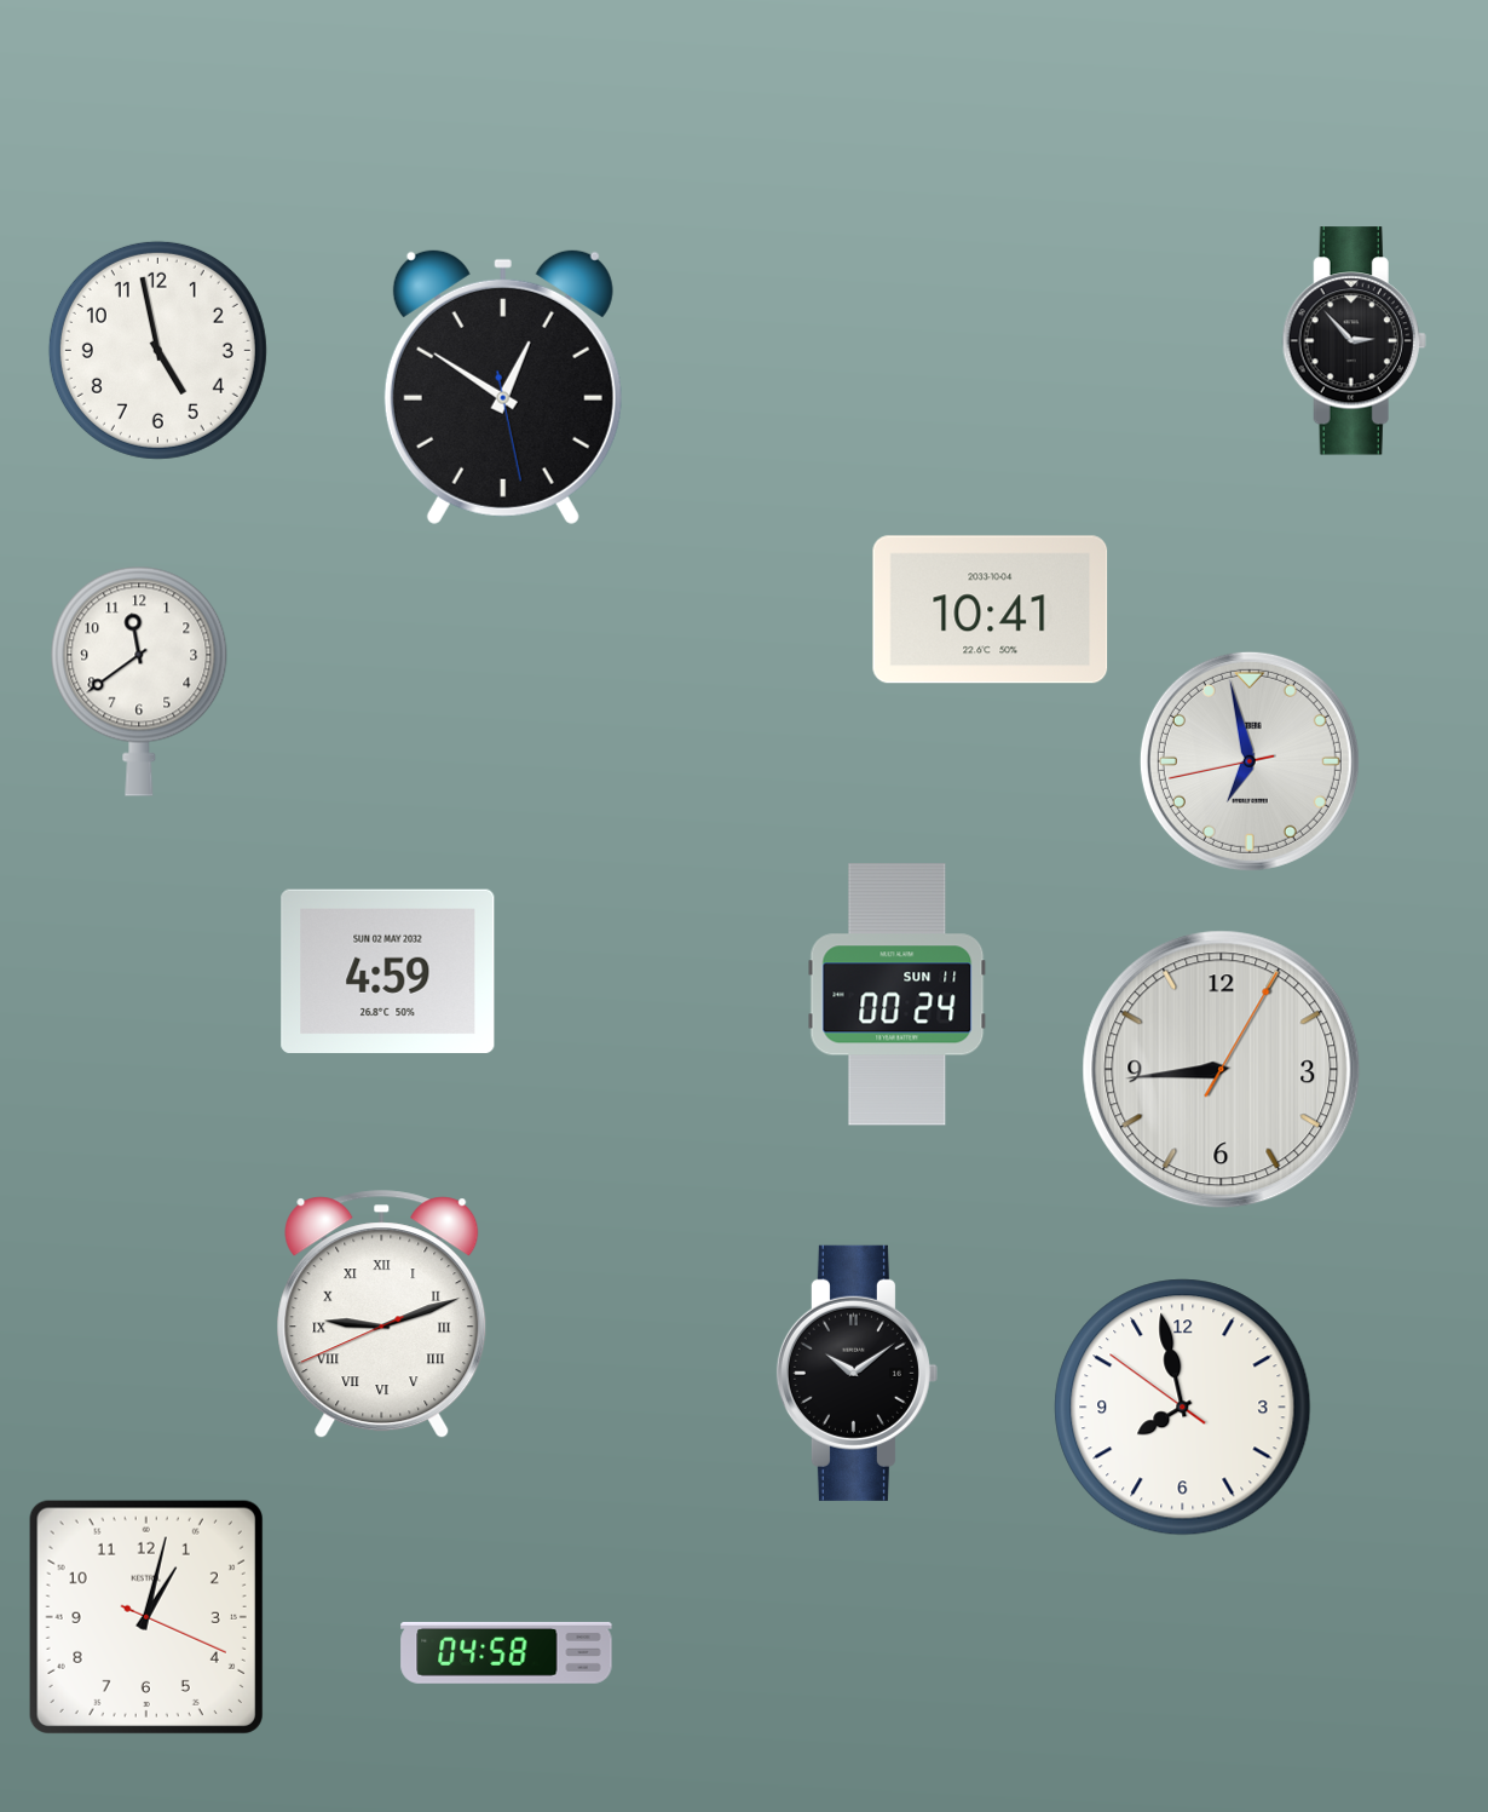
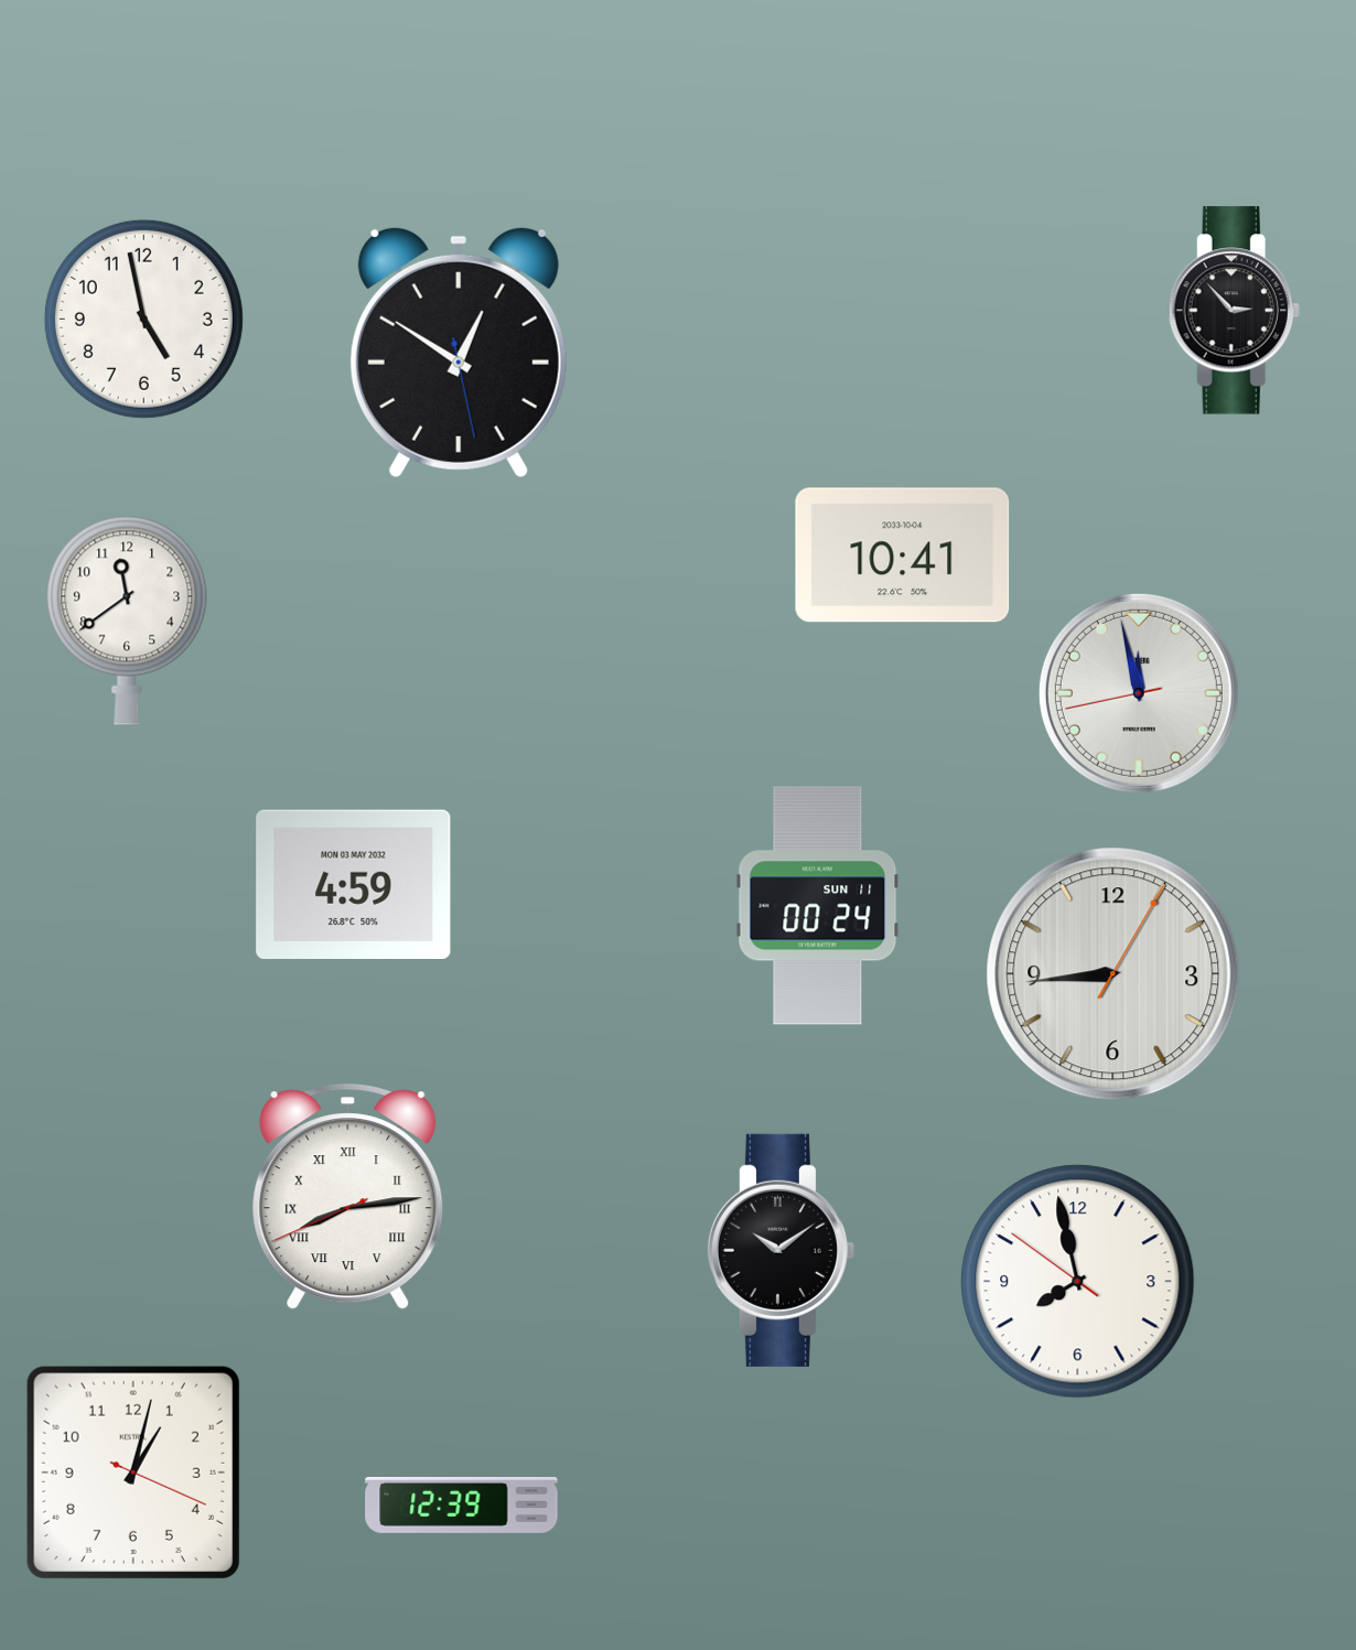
clock at (1250, 761): 6:57 -> 11:57
clock at (388, 972) date: SUN 02 MAY 2032 -> MON 03 MAY 2032
clock at (382, 1315): 9:11 -> 8:13
clock at (507, 1652): 04:58 -> 12:39
